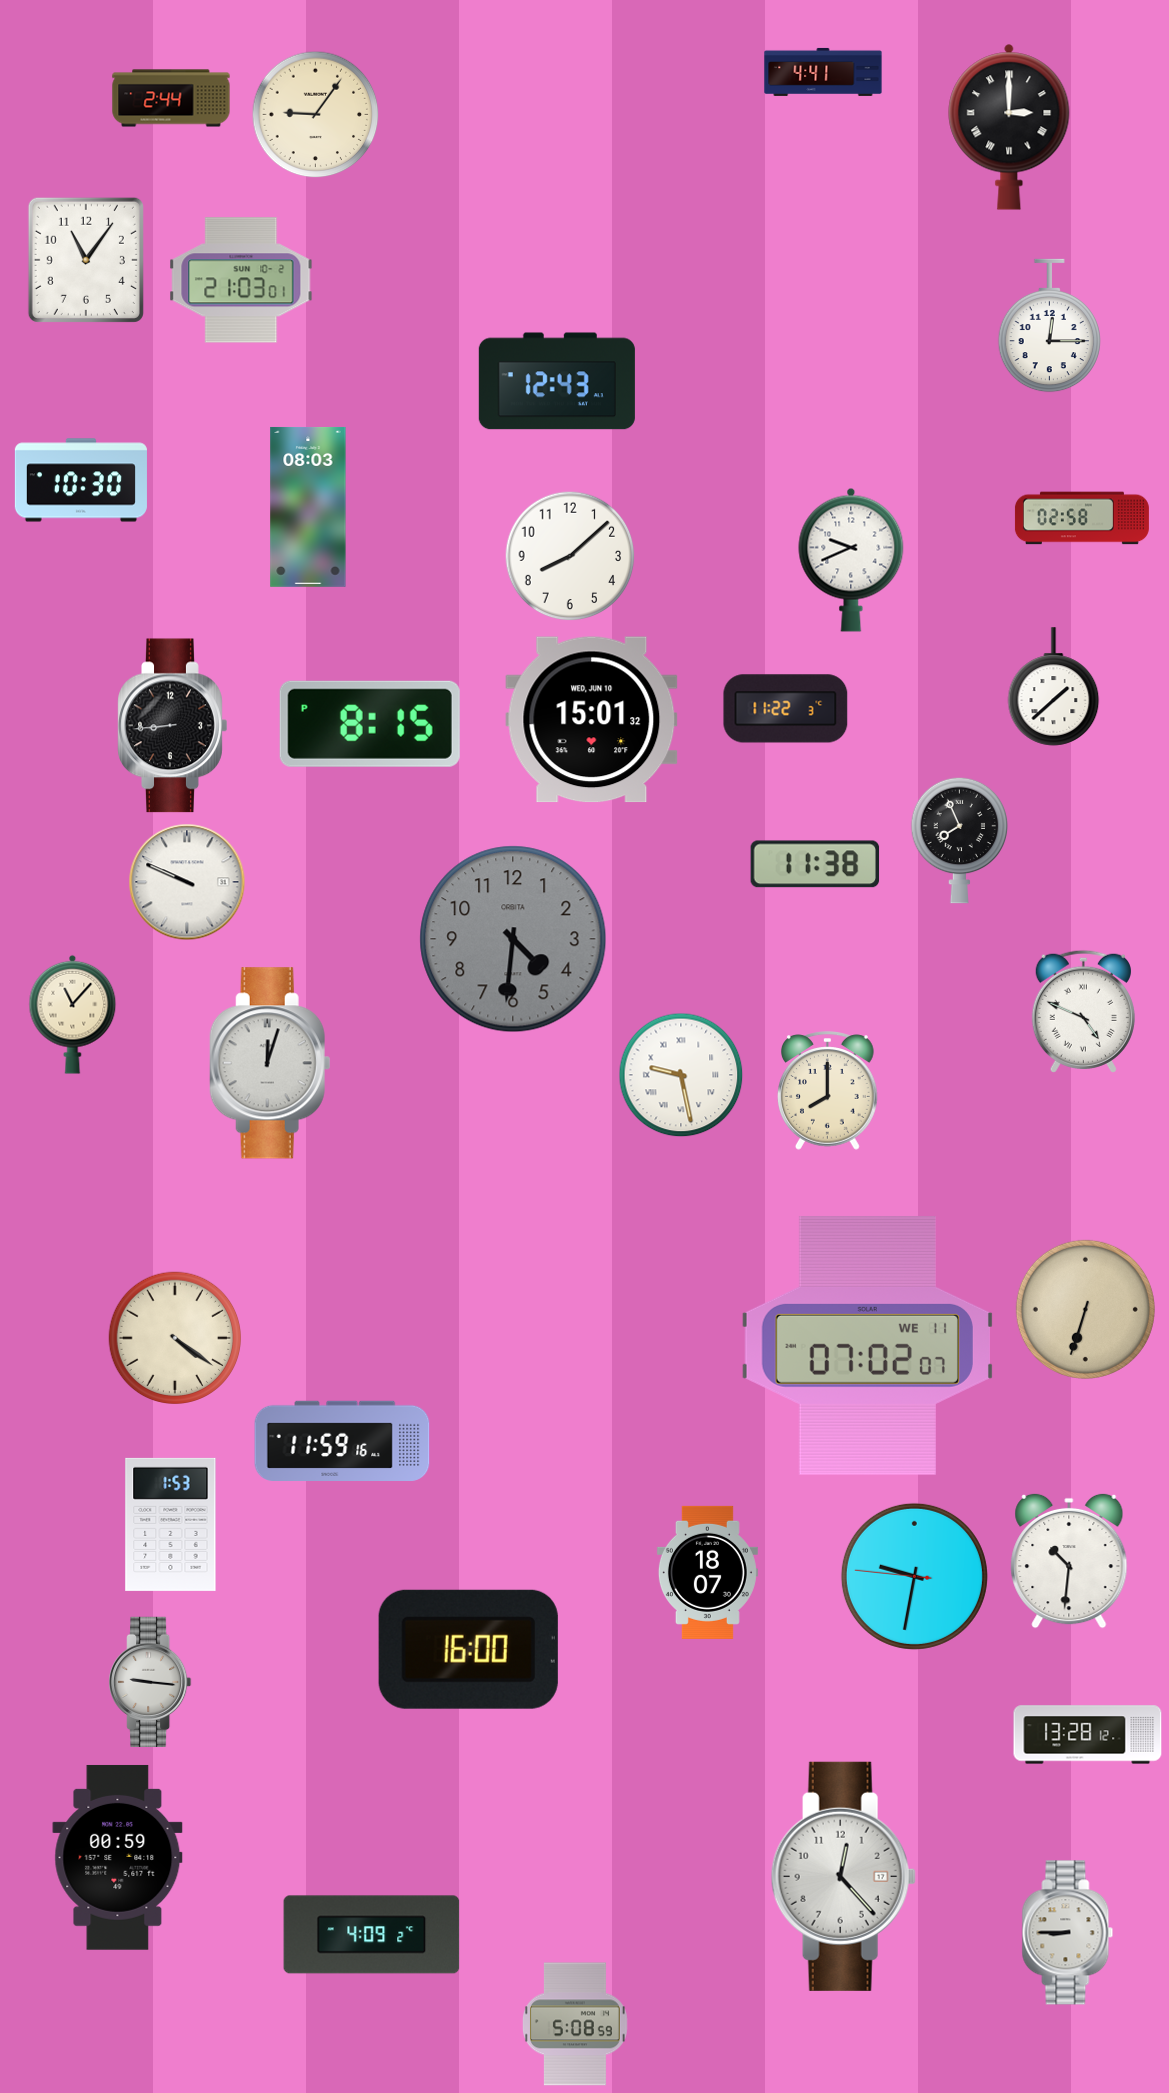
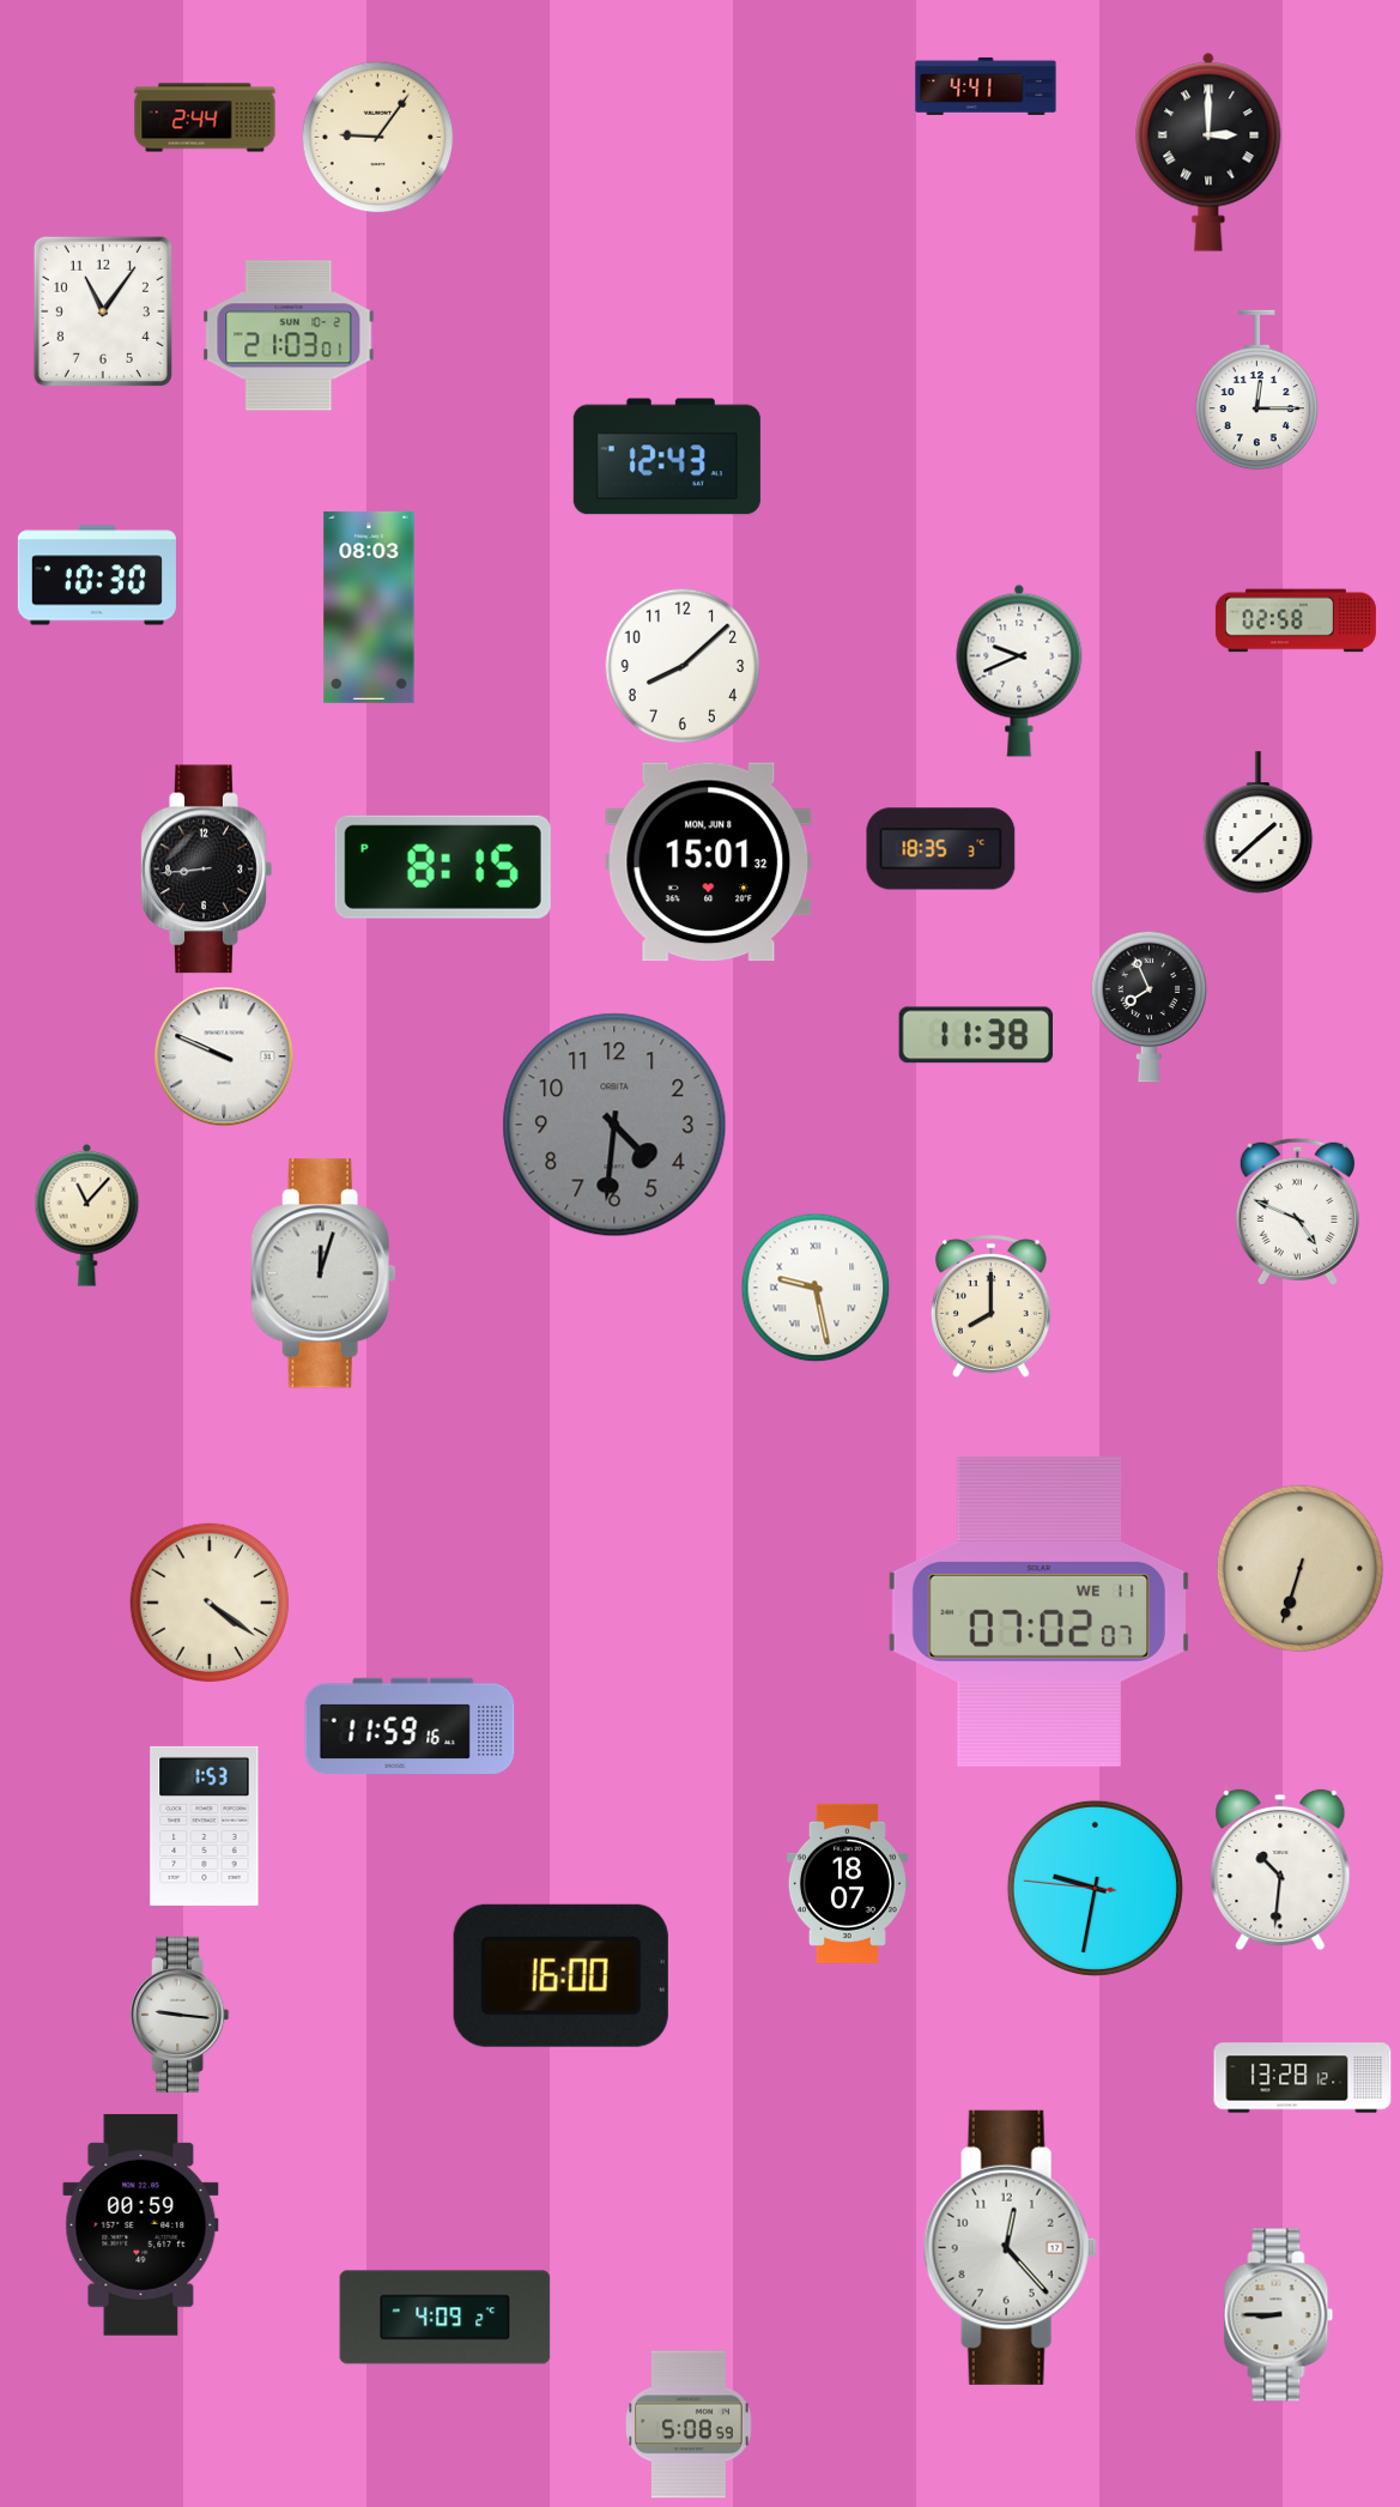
clock at (1054, 687) position: (1054, 687) -> (1259, 823)
clock at (786, 709): 11:22 -> 18:35
clock at (592, 720) date: WED, JUN 10 -> MON, JUN 8
